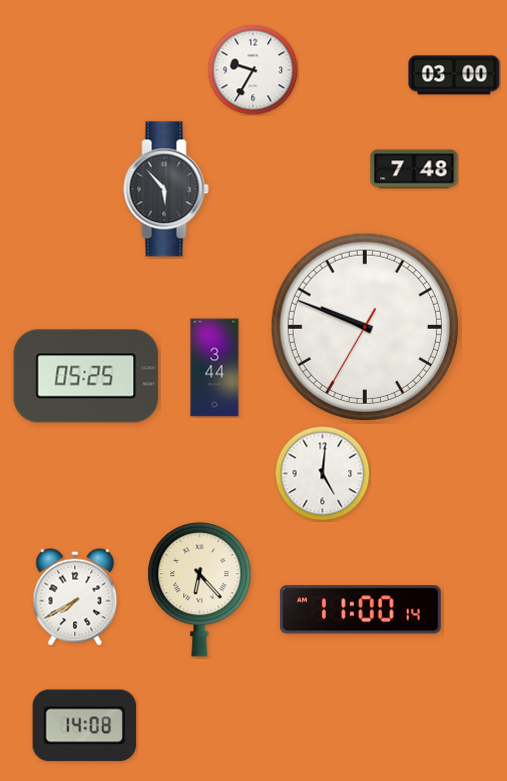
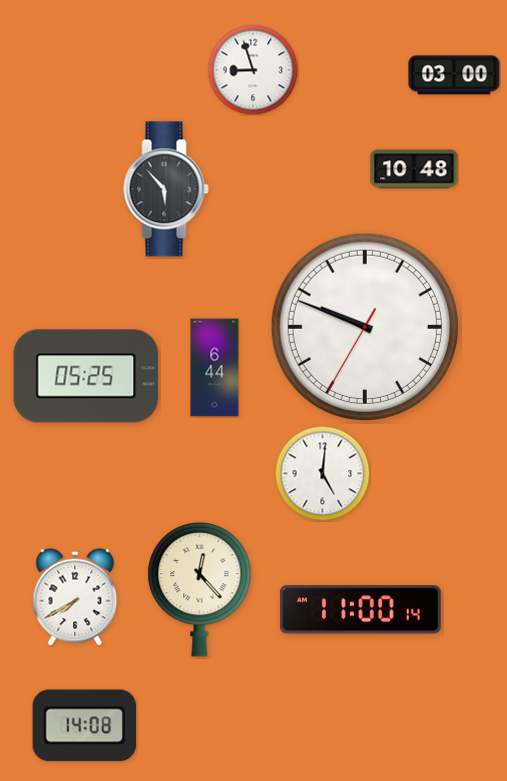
clock at (253, 70): 9:35 -> 8:57
clock at (414, 169): 7:48 -> 10:48
clock at (215, 368): 3:44 -> 6:44
clock at (200, 590): 6:23 -> 12:23
